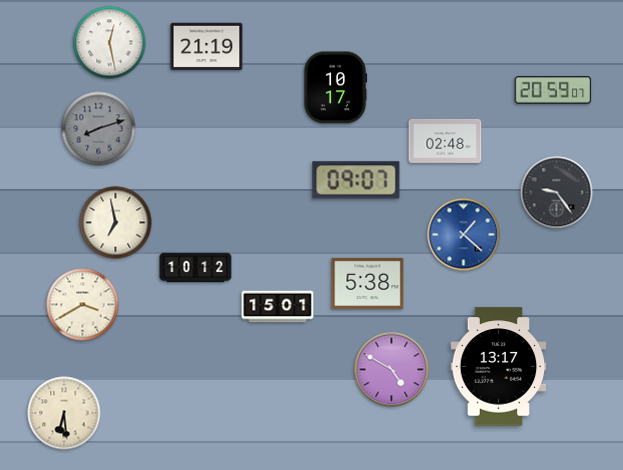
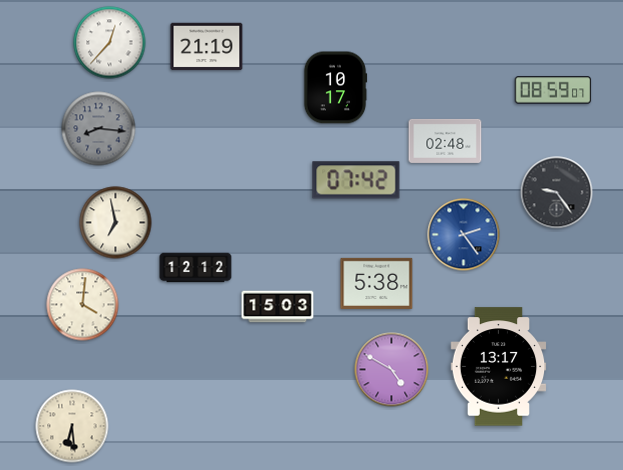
clock at (110, 43): 12:28 -> 12:37
clock at (553, 90): 20:59 -> 08:59
clock at (99, 129): 8:12 -> 8:16
clock at (356, 180): 09:07 -> 07:42
clock at (464, 235): 1:22 -> 2:24
clock at (196, 268): 10:12 -> 12:12
clock at (368, 283) position: (368, 283) -> (377, 283)
clock at (83, 305): 3:40 -> 4:01
clock at (278, 307): 15:01 -> 15:03
clock at (64, 413) position: (64, 413) -> (72, 426)
